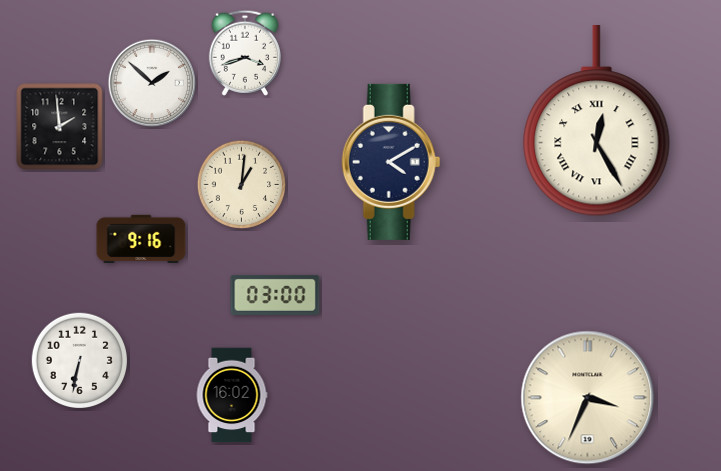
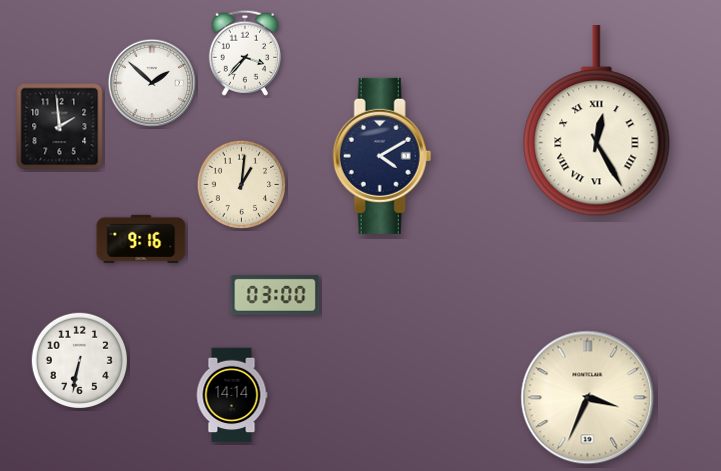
clock at (244, 53): 3:42 -> 3:37
clock at (391, 162) position: (391, 162) -> (382, 156)
clock at (232, 395): 16:02 -> 14:14
